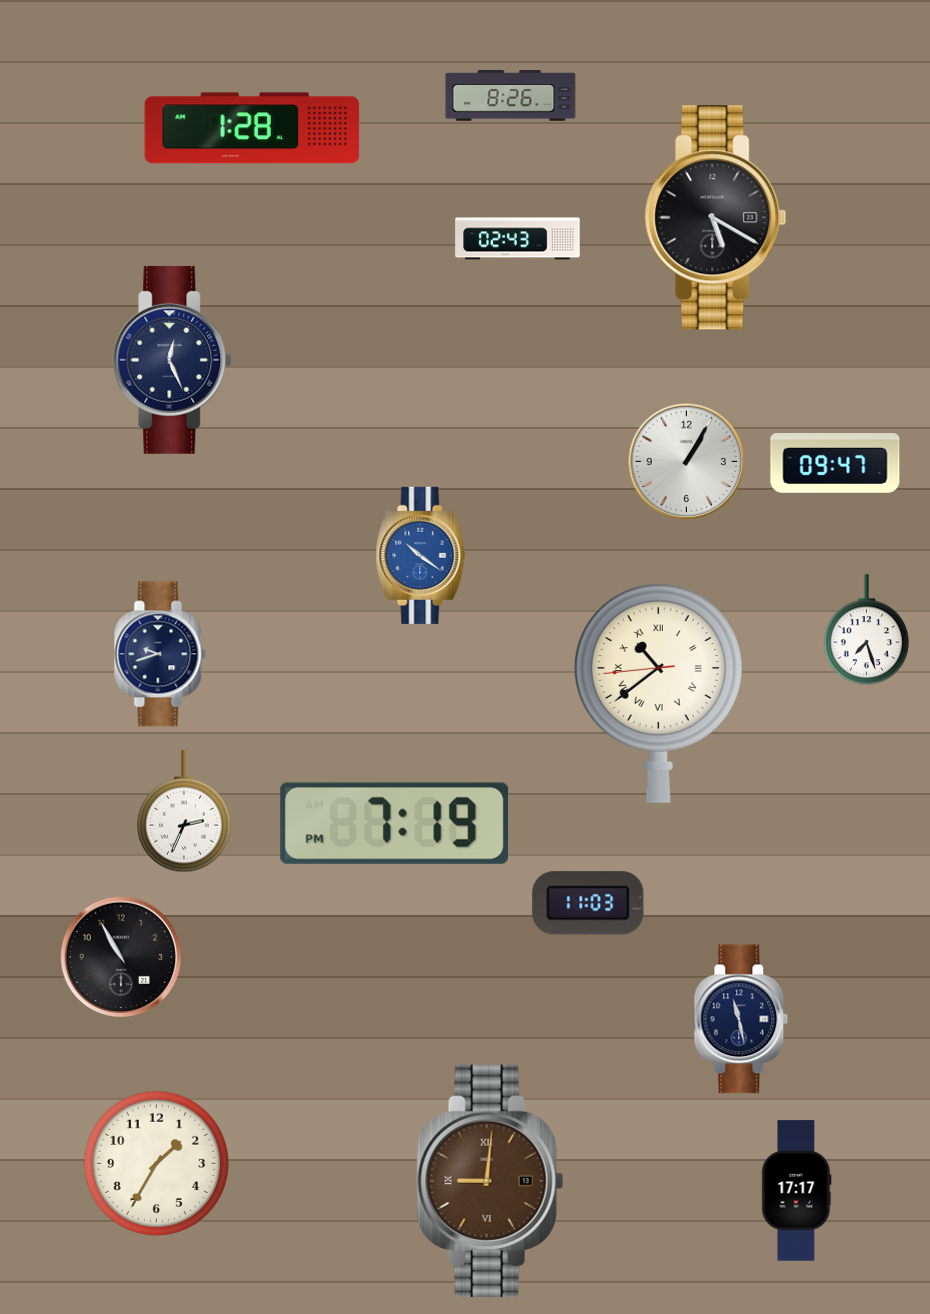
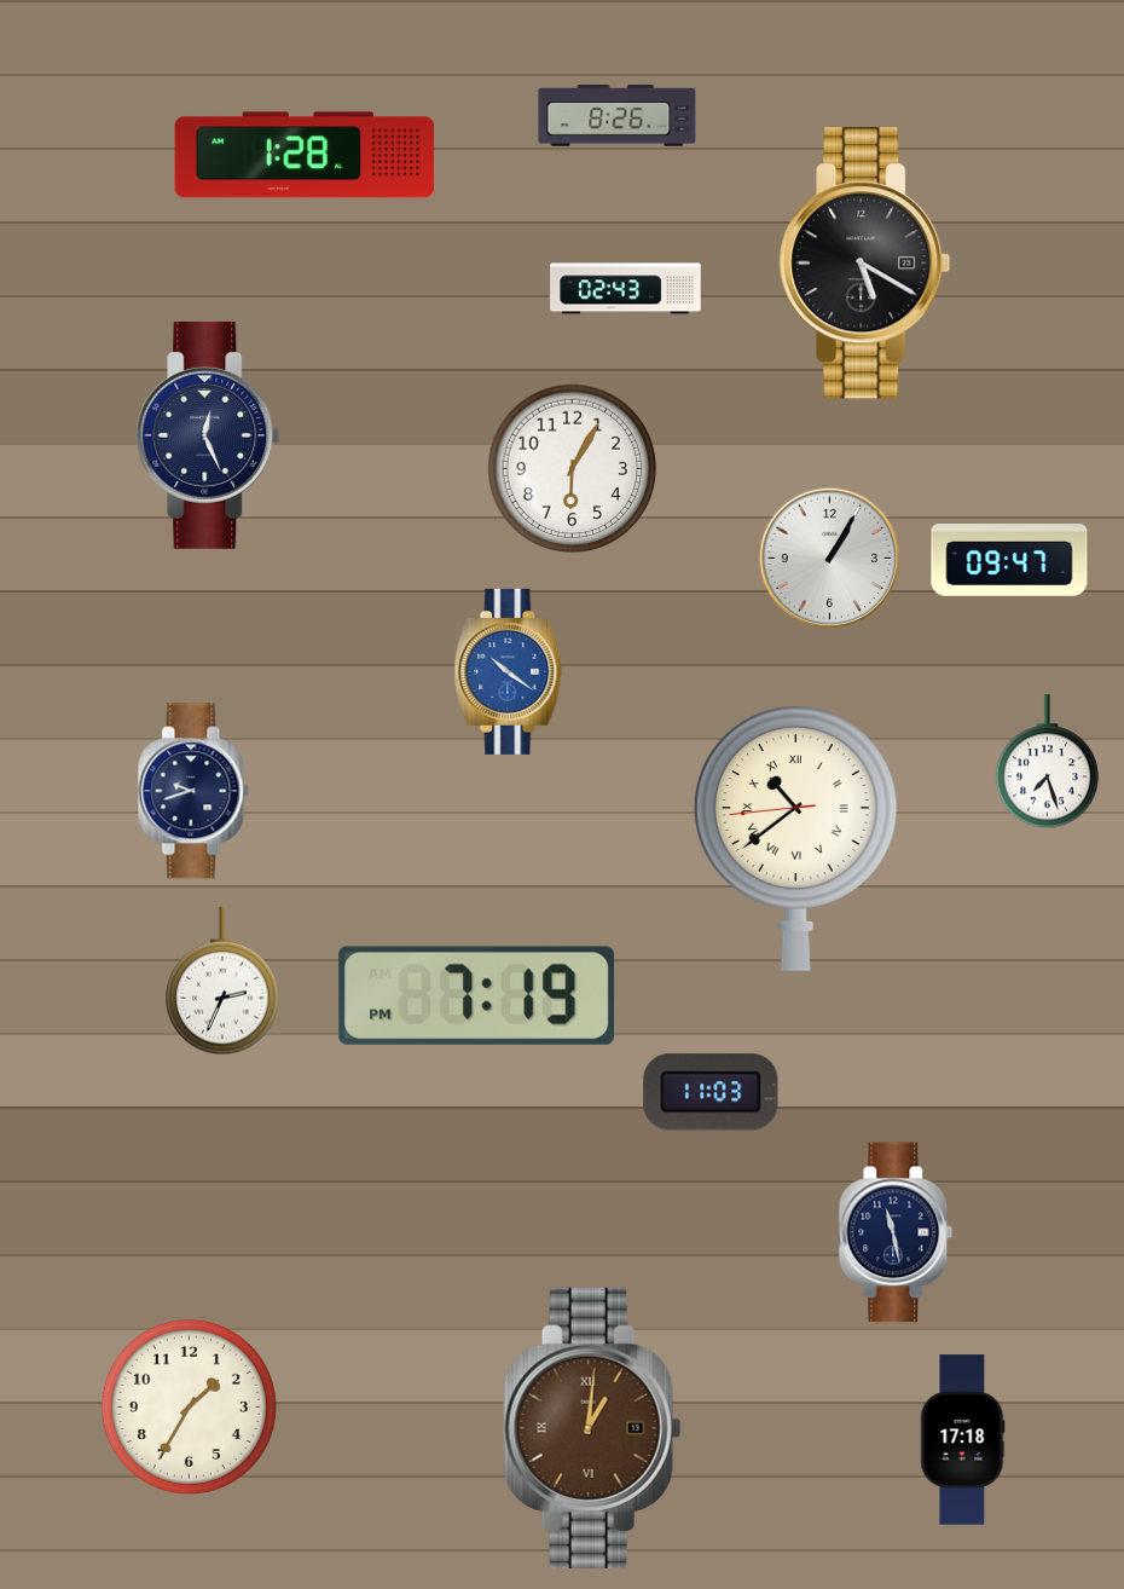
clock at (573, 469): none -> 6:05
clock at (121, 957): 10:55 -> none
clock at (490, 1181): 9:01 -> 1:01
clock at (797, 1191): 17:17 -> 17:18
